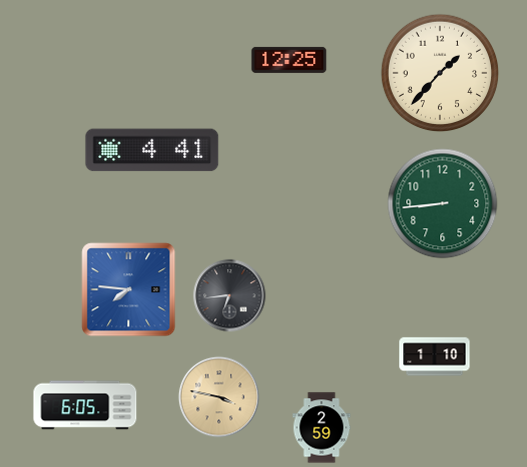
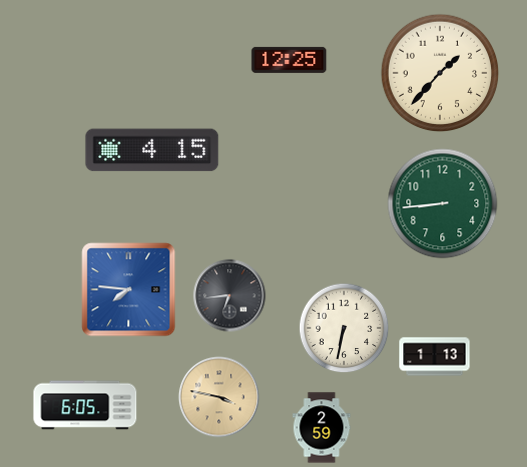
clock at (152, 150): 4:41 -> 4:15
clock at (344, 328): none -> 6:32
clock at (435, 357): 1:10 -> 1:13
